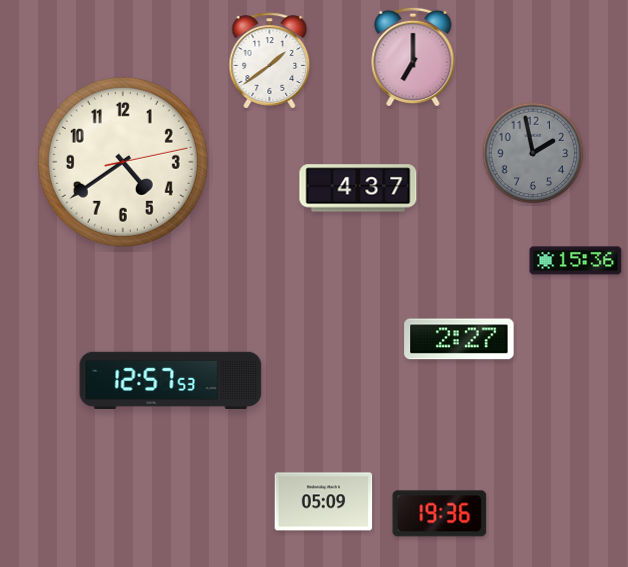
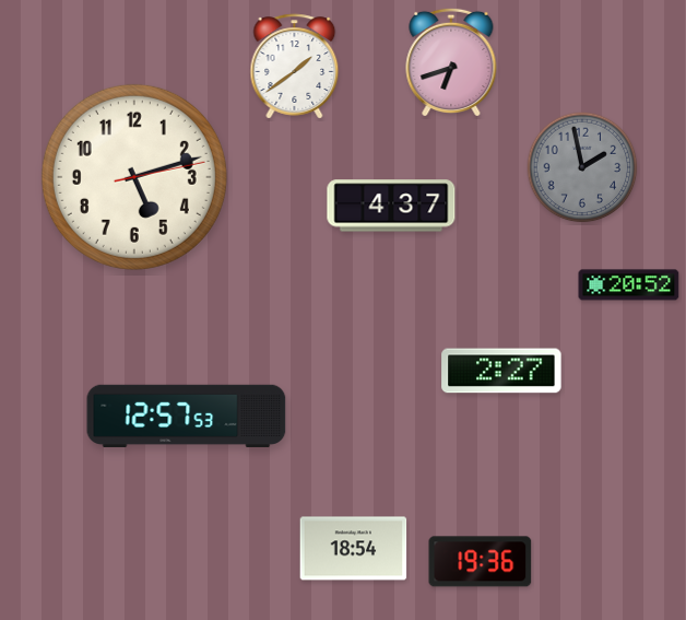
clock at (413, 56): 7:00 -> 6:42
clock at (123, 162): 4:39 -> 5:12
clock at (576, 261): 15:36 -> 20:52
clock at (324, 502): 05:09 -> 18:54
